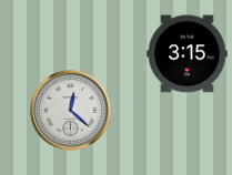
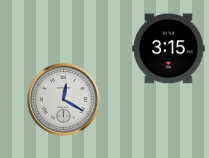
clock at (71, 111): 12:22 -> 12:20
